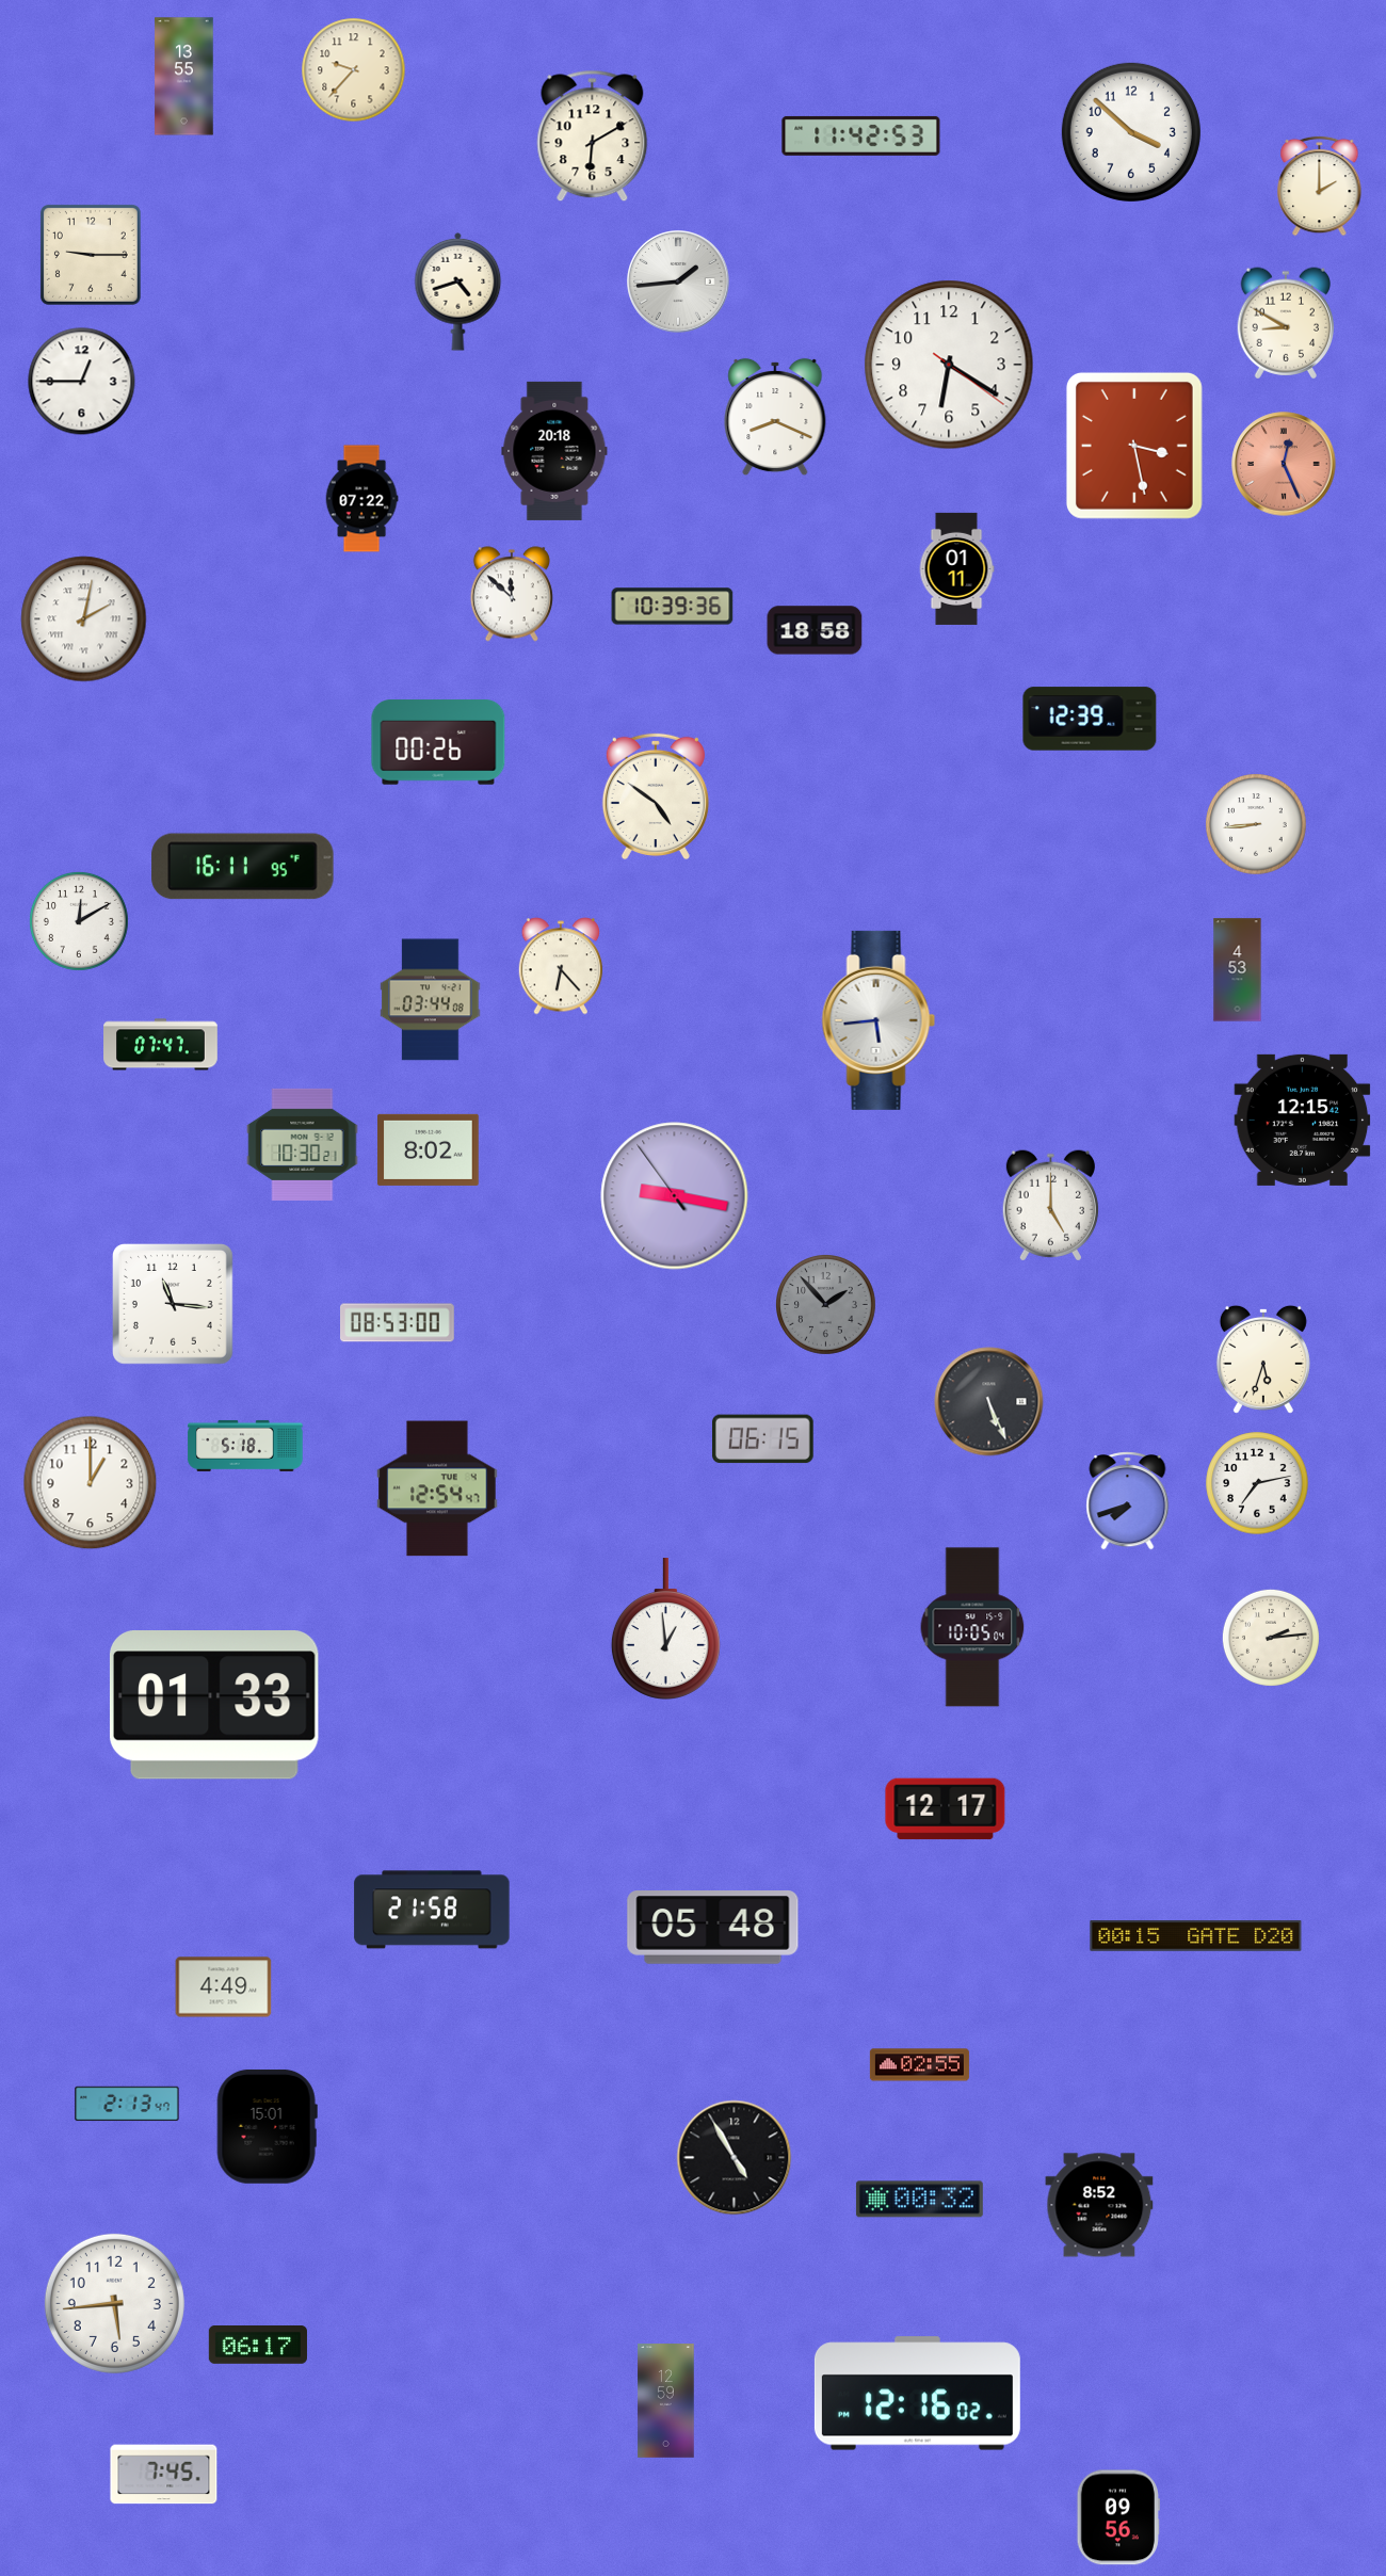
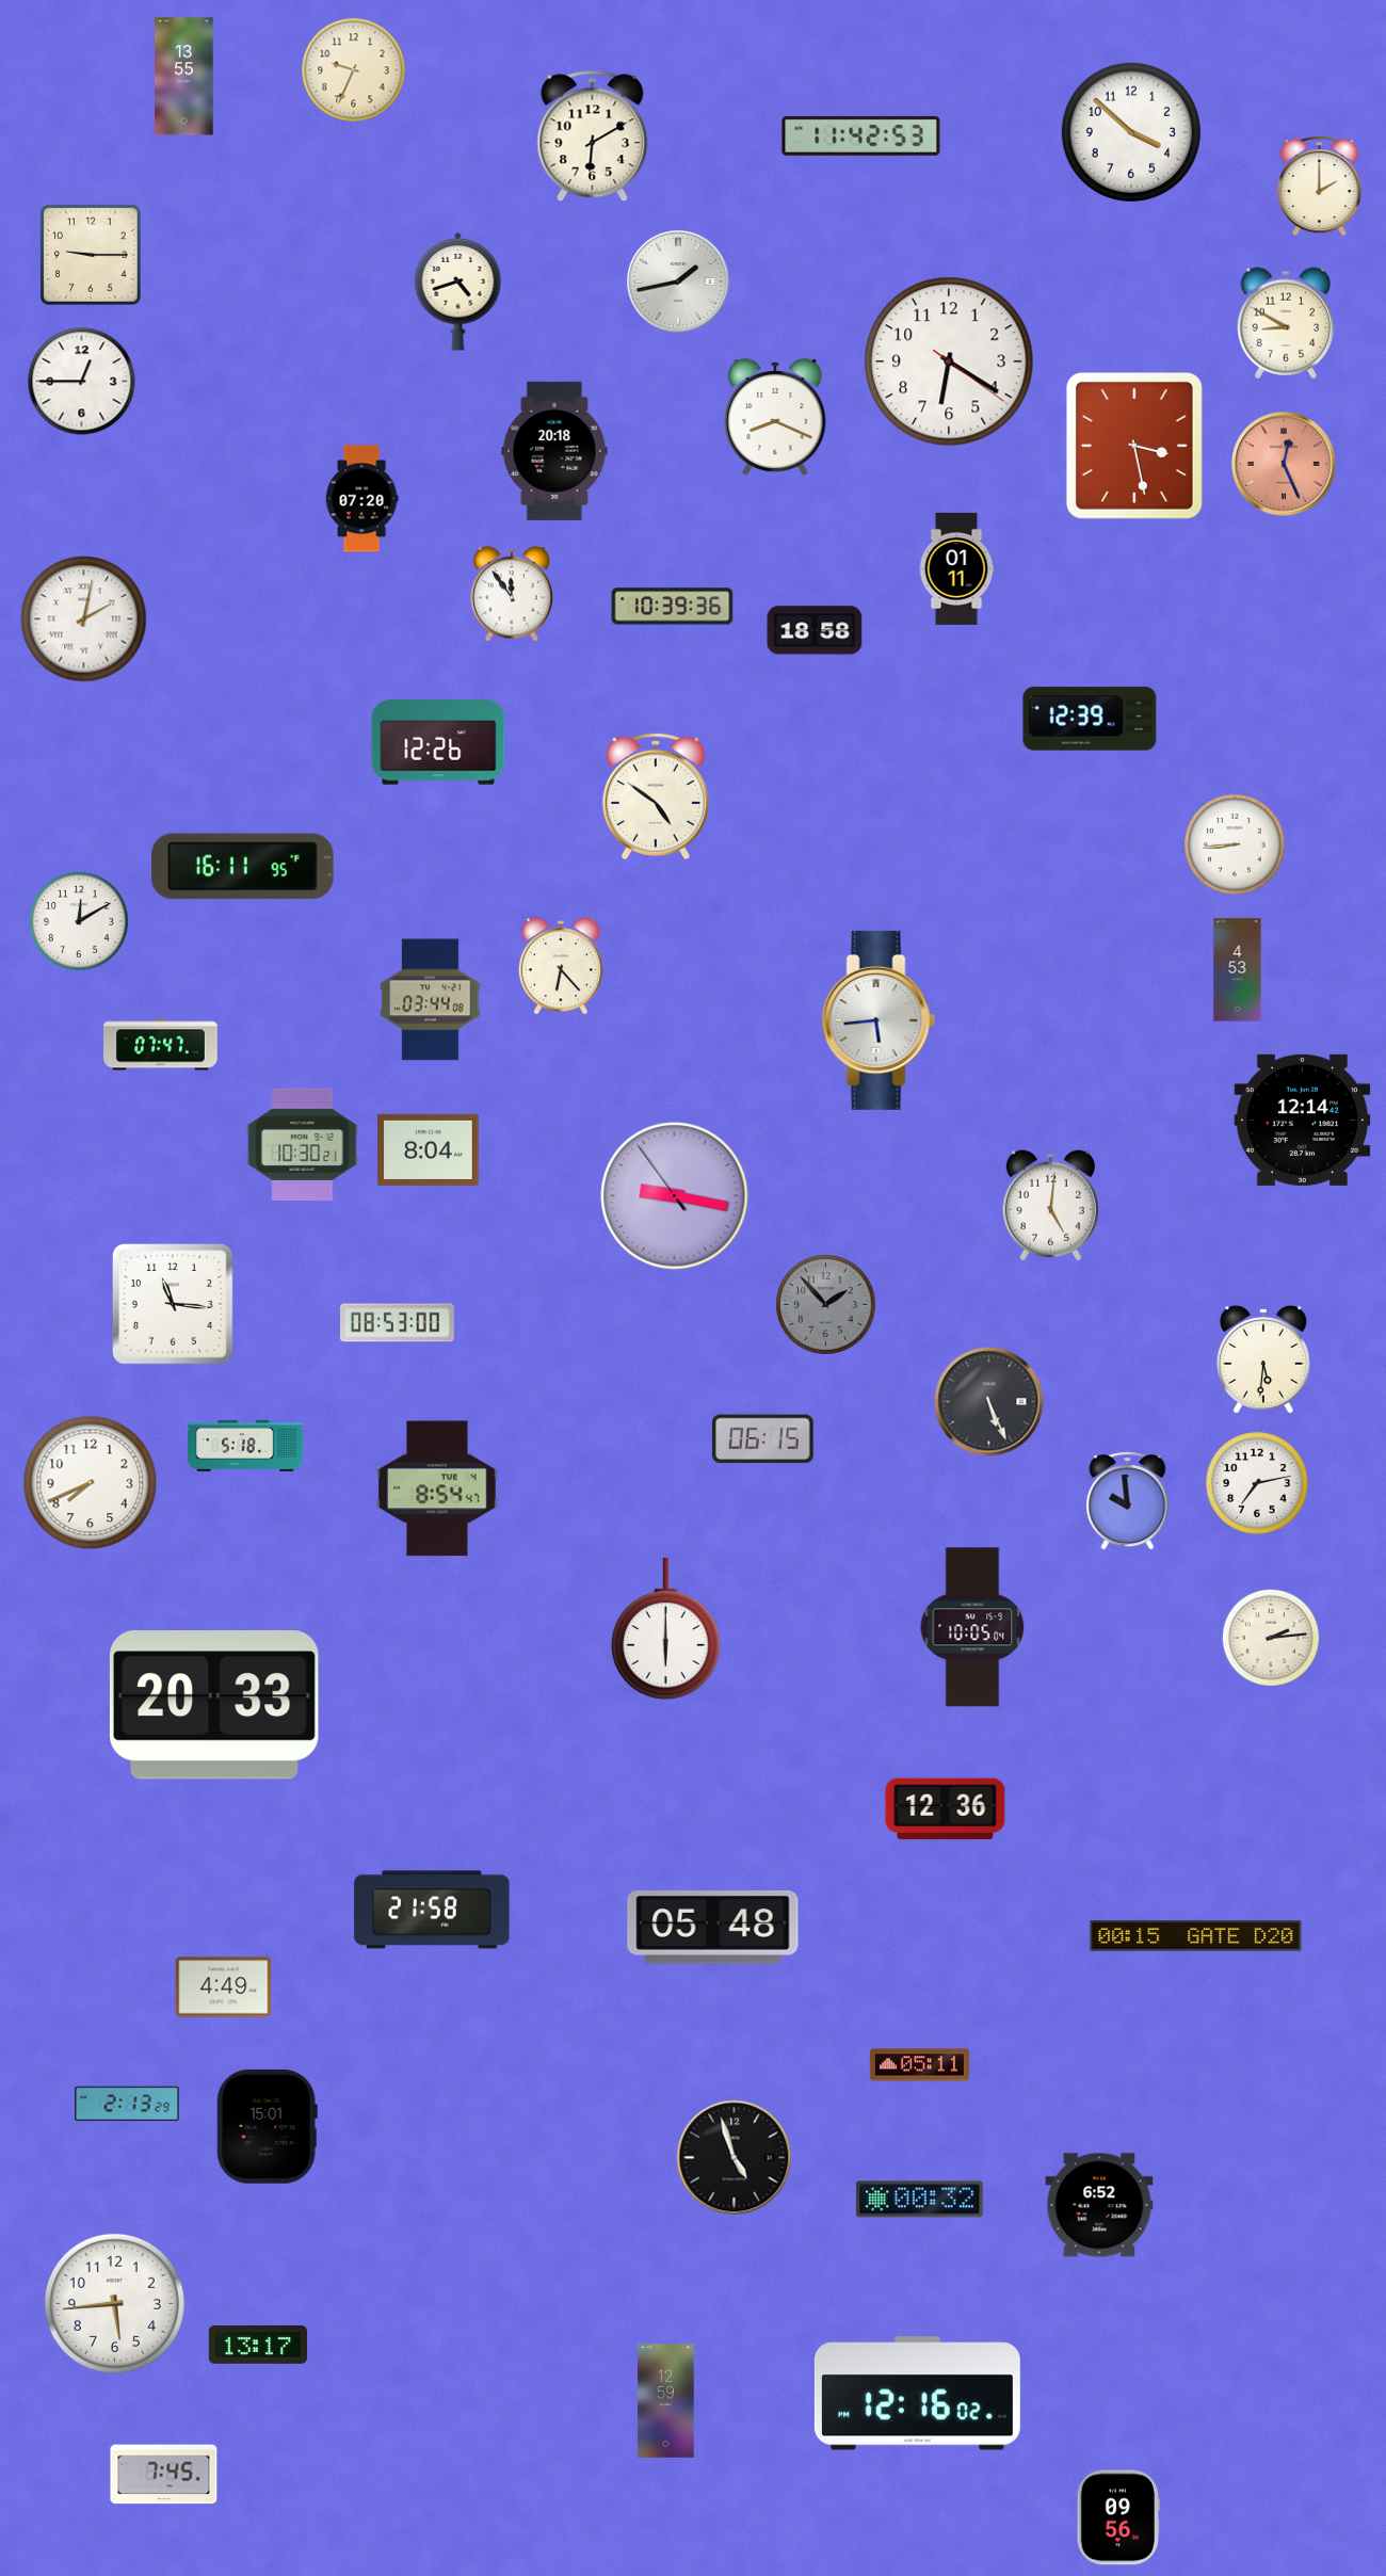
clock at (354, 70): 9:37 -> 9:34
clock at (678, 281): 1:44 -> 1:43
clock at (949, 365) position: (949, 365) -> (949, 361)
clock at (361, 499): 07:22 -> 07:20
clock at (512, 594): 11:52 -> 11:54
clock at (438, 742): 00:26 -> 12:26
clock at (1256, 824) position: (1256, 824) -> (1235, 844)
clock at (1303, 1120): 12:15 -> 12:14
clock at (429, 1149): 8:02 -> 8:04
clock at (1050, 1206): 5:00 -> 5:01
clock at (1263, 1359): 5:33 -> 5:31
clock at (91, 1483): 1:00 -> 7:41
clock at (437, 1488): 12:54 -> 8:54
clock at (1128, 1501): 7:42 -> 9:59
clock at (665, 1629): 12:59 -> 6:00
clock at (214, 1706): 01:33 -> 20:33
clock at (946, 1809): 12:17 -> 12:36
clock at (919, 2065): 02:55 -> 05:11
clock at (127, 2104): 2:13:47 -> 2:13:29
clock at (735, 2158): 4:55 -> 4:57
clock at (1099, 2205): 8:52 -> 6:52
clock at (258, 2346): 06:17 -> 13:17
